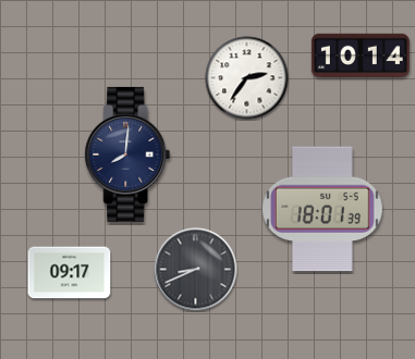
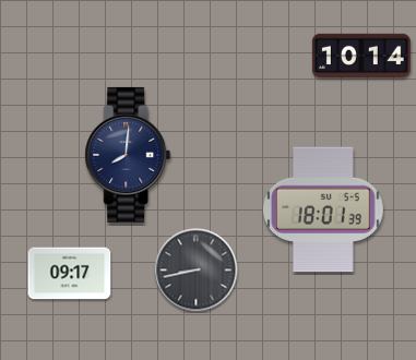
clock at (247, 78): 2:36 -> none
clock at (196, 270): 8:41 -> 8:43
